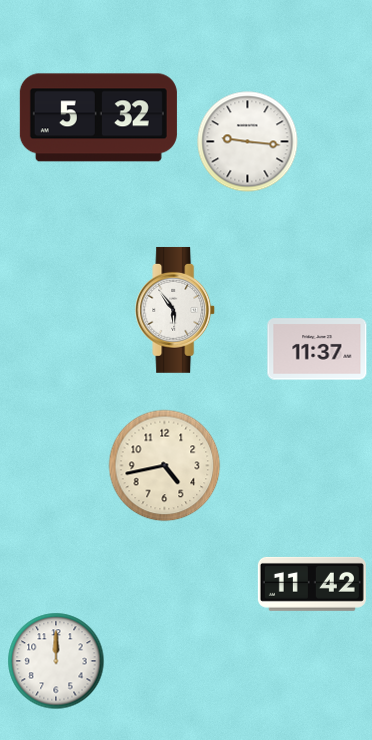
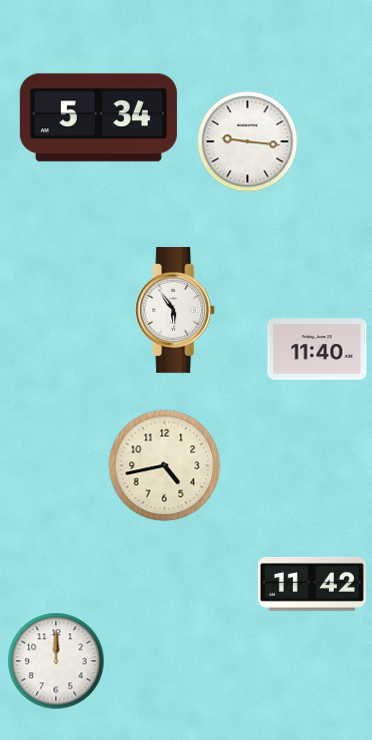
clock at (98, 118): 5:32 -> 5:34
clock at (317, 349): 11:37 -> 11:40
